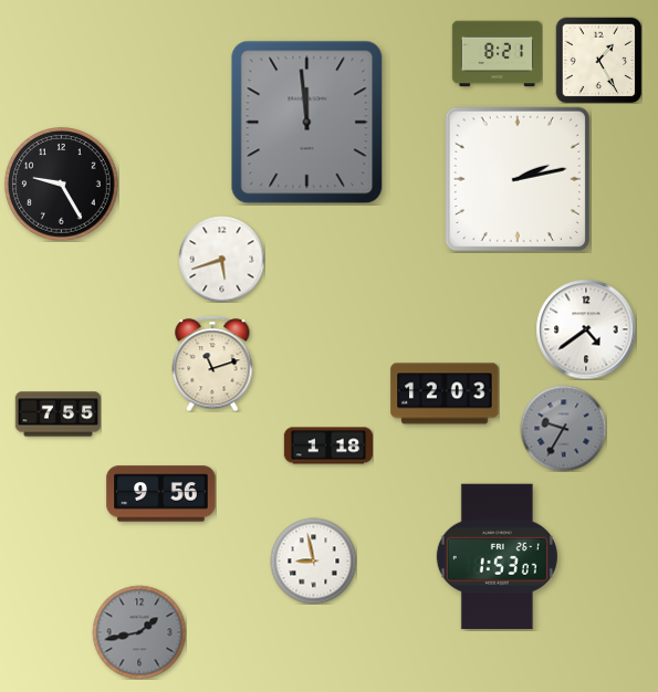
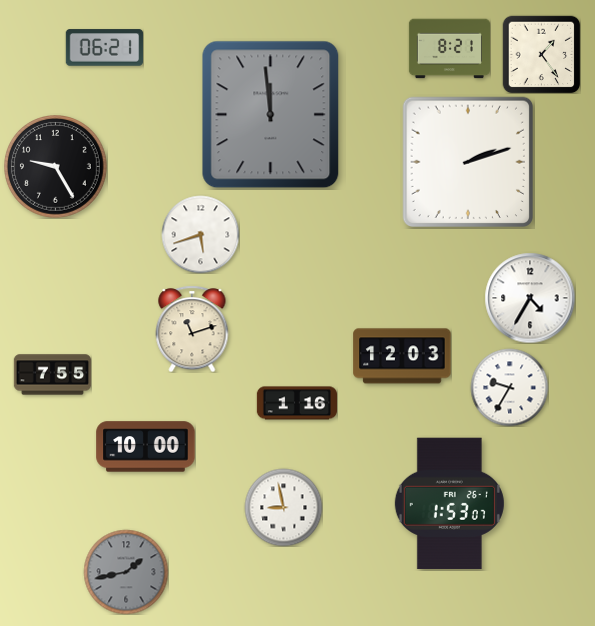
clock at (104, 48): none -> 06:21
clock at (598, 60): 1:25 -> 1:24
clock at (307, 123) position: (307, 123) -> (271, 115)
clock at (516, 178): 2:13 -> 2:12
clock at (586, 329): 4:39 -> 4:35
clock at (563, 428) dial: grey -> white
clock at (327, 445): 1:18 -> 1:16
clock at (161, 494): 9:56 -> 10:00
